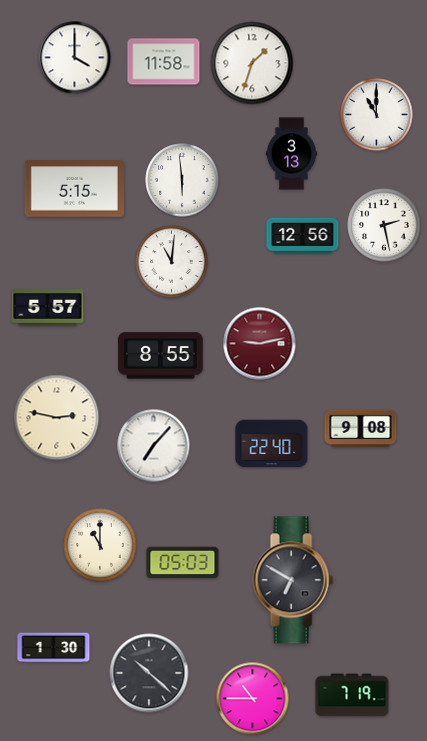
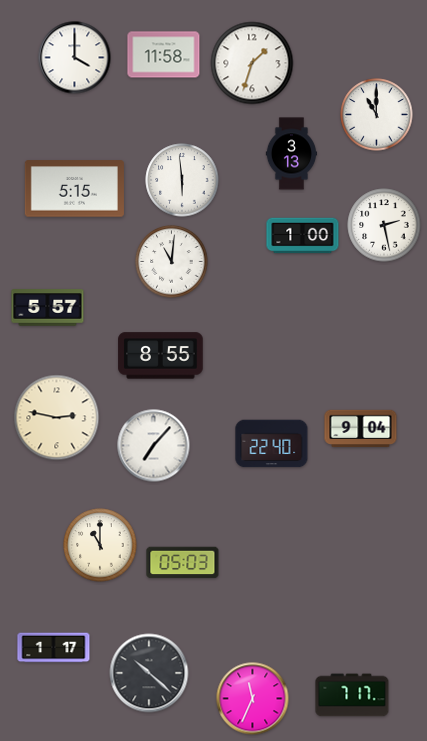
clock at (164, 62) position: (164, 62) -> (164, 55)
clock at (303, 236): 12:56 -> 1:00
clock at (260, 344): 9:13 -> none
clock at (361, 429): 9:08 -> 9:04
clock at (293, 580): 6:50 -> none
clock at (54, 648): 1:30 -> 1:17
clock at (352, 695): 7:19 -> 7:17
clock at (253, 699): 10:45 -> 11:34
